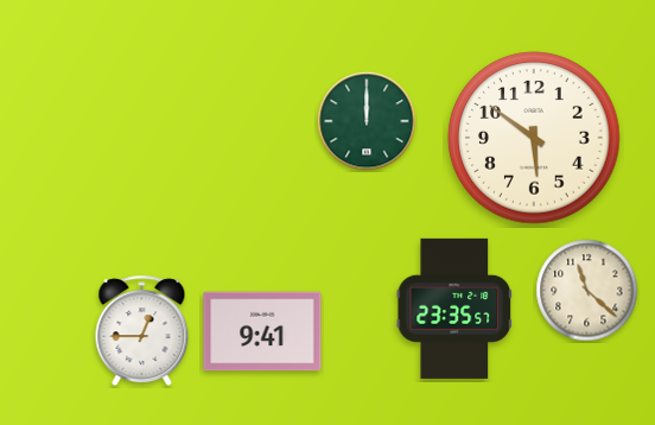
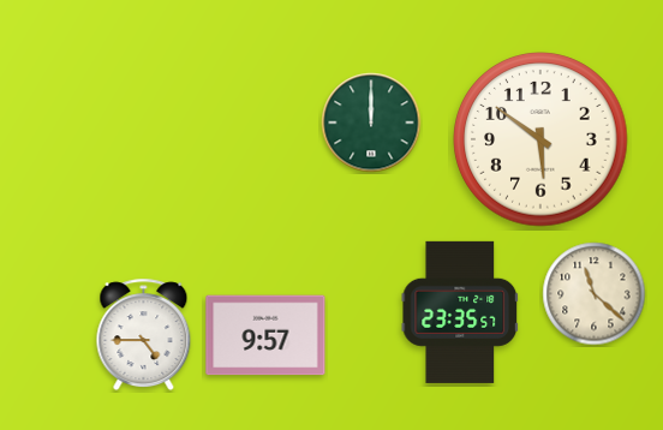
clock at (142, 331): 12:45 -> 4:45
clock at (262, 331): 9:41 -> 9:57
